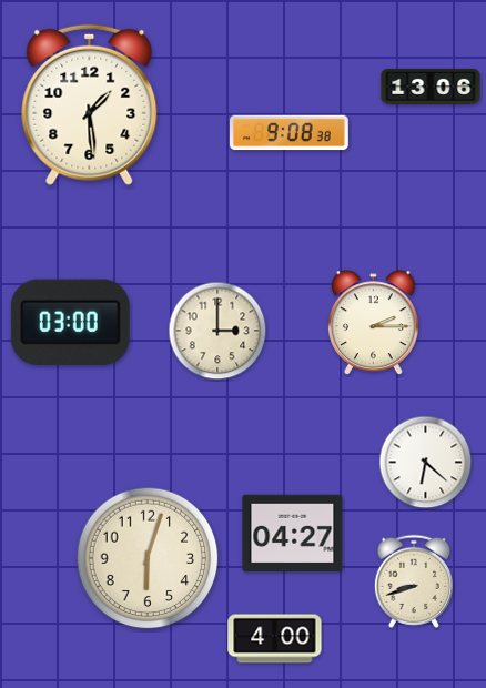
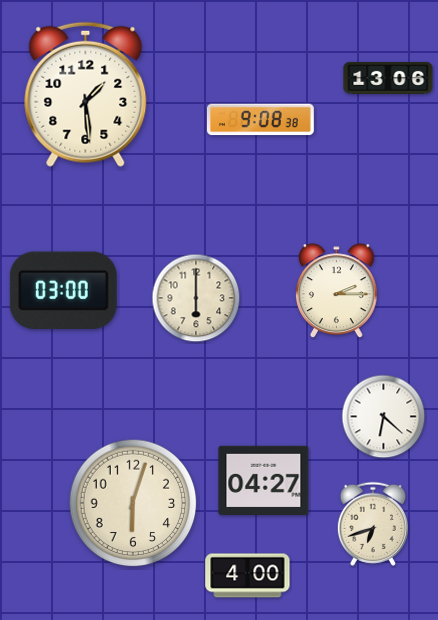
clock at (90, 104) position: (90, 104) -> (86, 94)
clock at (217, 331): 3:00 -> 6:00
clock at (414, 581): 8:42 -> 6:42
